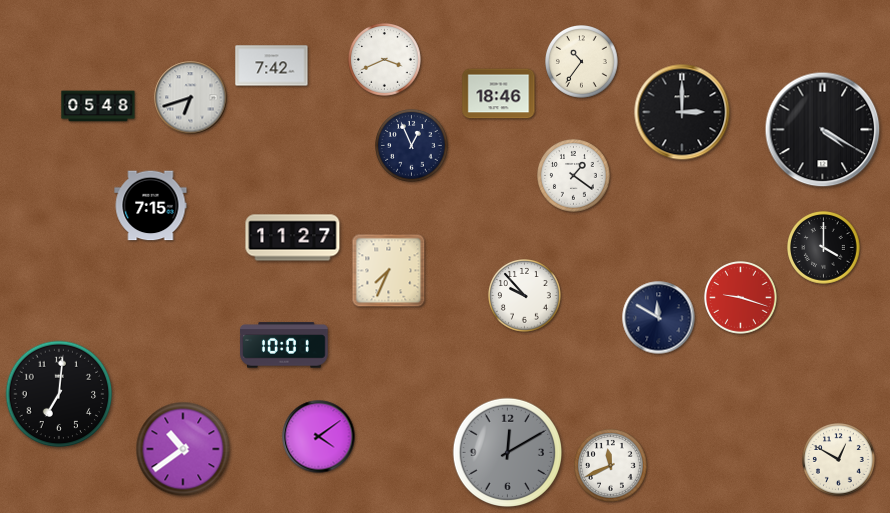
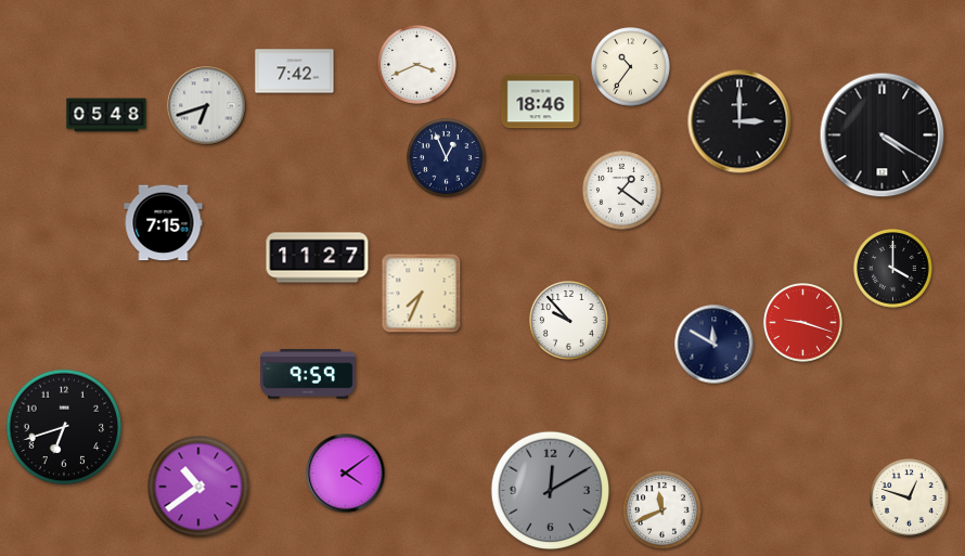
clock at (823, 130) position: (823, 130) -> (883, 135)
clock at (284, 345): 10:01 -> 9:59
clock at (59, 394): 7:01 -> 6:42
clock at (839, 460): 12:50 -> 12:48
clock at (611, 466) position: (611, 466) -> (662, 510)
